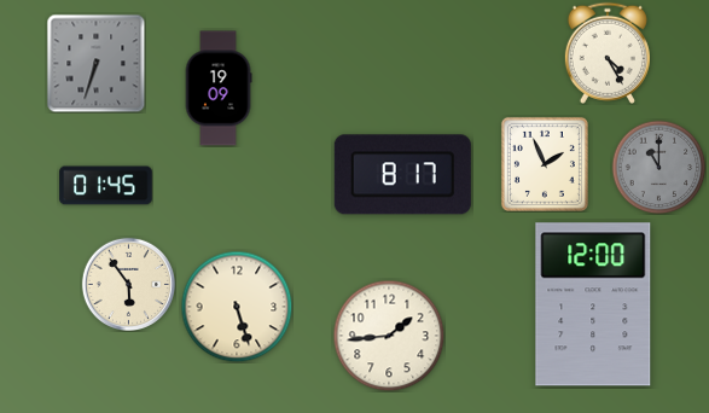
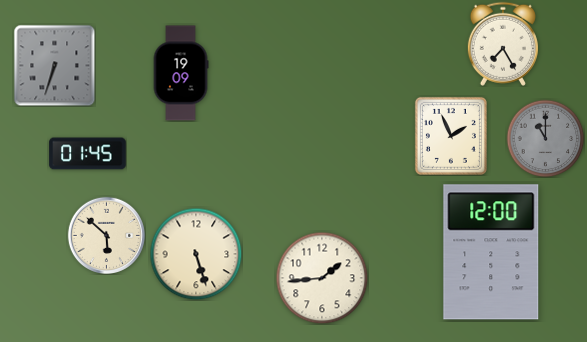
clock at (608, 53): 4:25 -> 7:25
clock at (95, 63) position: (95, 63) -> (54, 65)
clock at (402, 175): 8:17 -> none
clock at (128, 284): 5:54 -> 5:52
